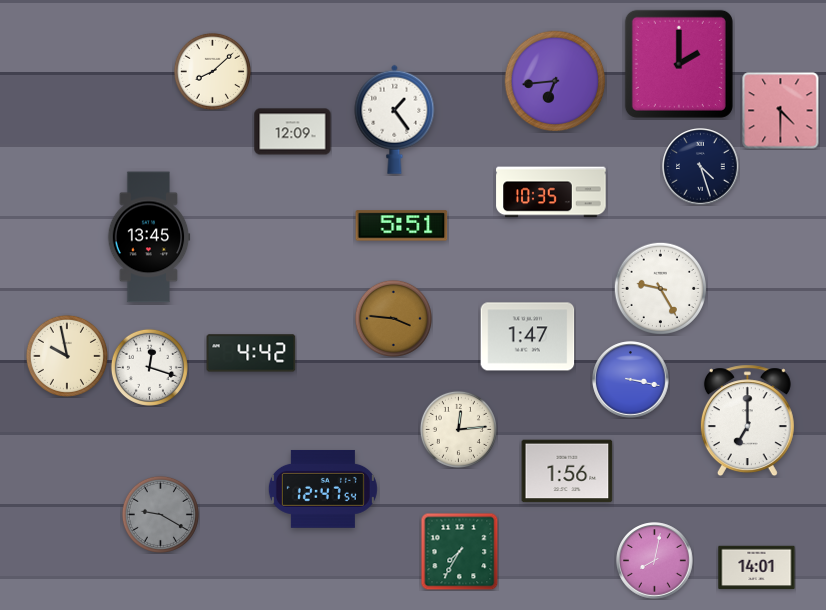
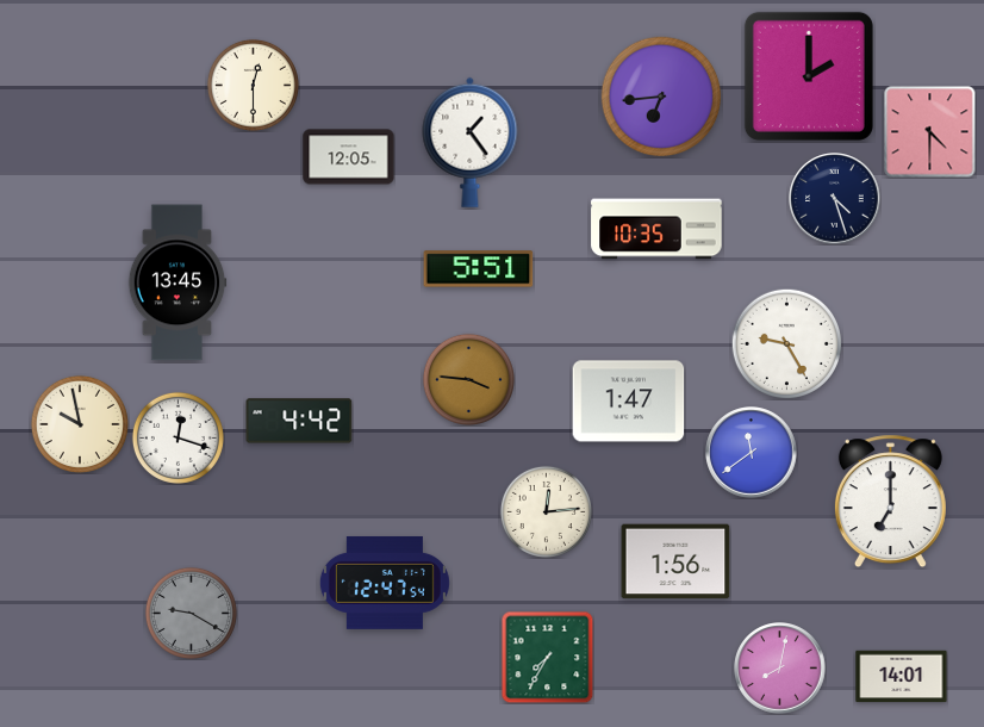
clock at (212, 71): 8:08 -> 12:30
clock at (293, 132): 12:09 -> 12:05
clock at (631, 380): 3:17 -> 11:39
